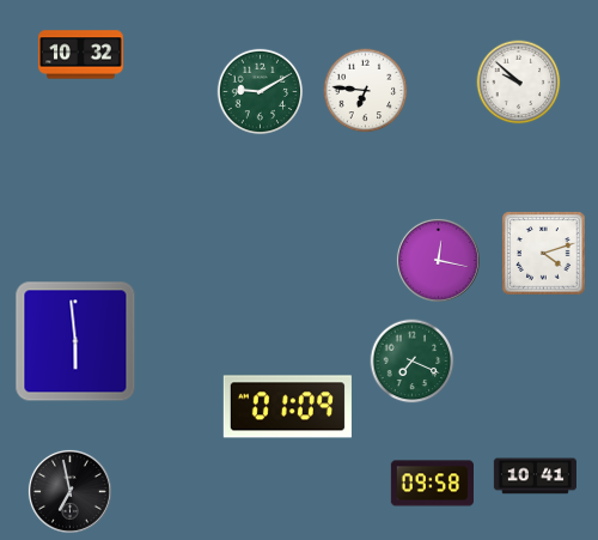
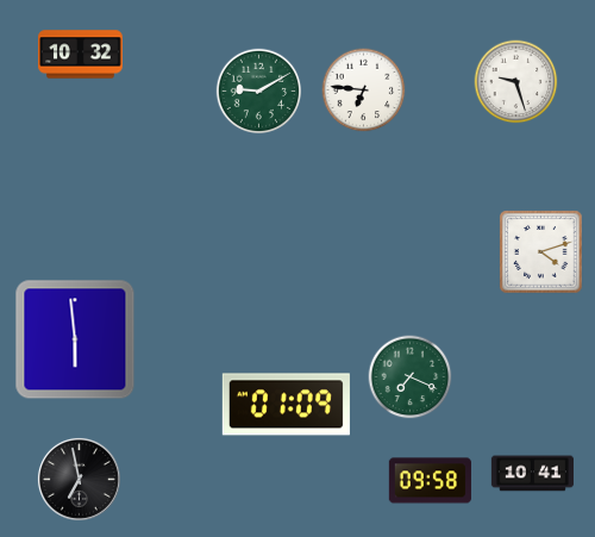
clock at (519, 83): 9:52 -> 9:27
clock at (438, 260): 12:17 -> none
clock at (413, 362) position: (413, 362) -> (411, 377)
clock at (69, 491) position: (69, 491) -> (79, 479)
